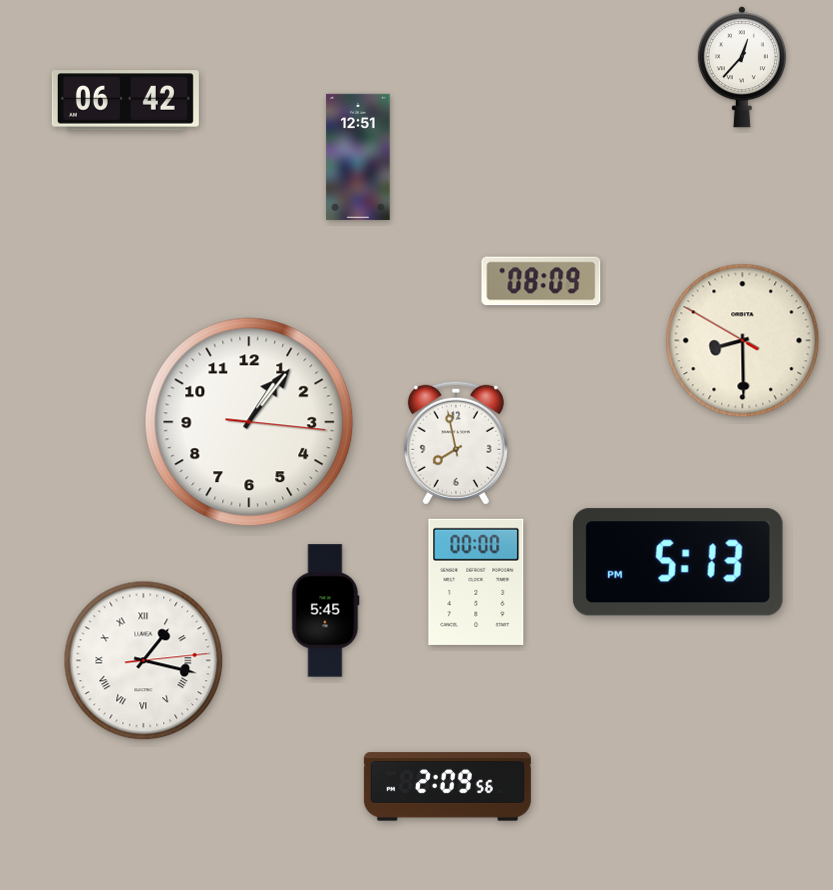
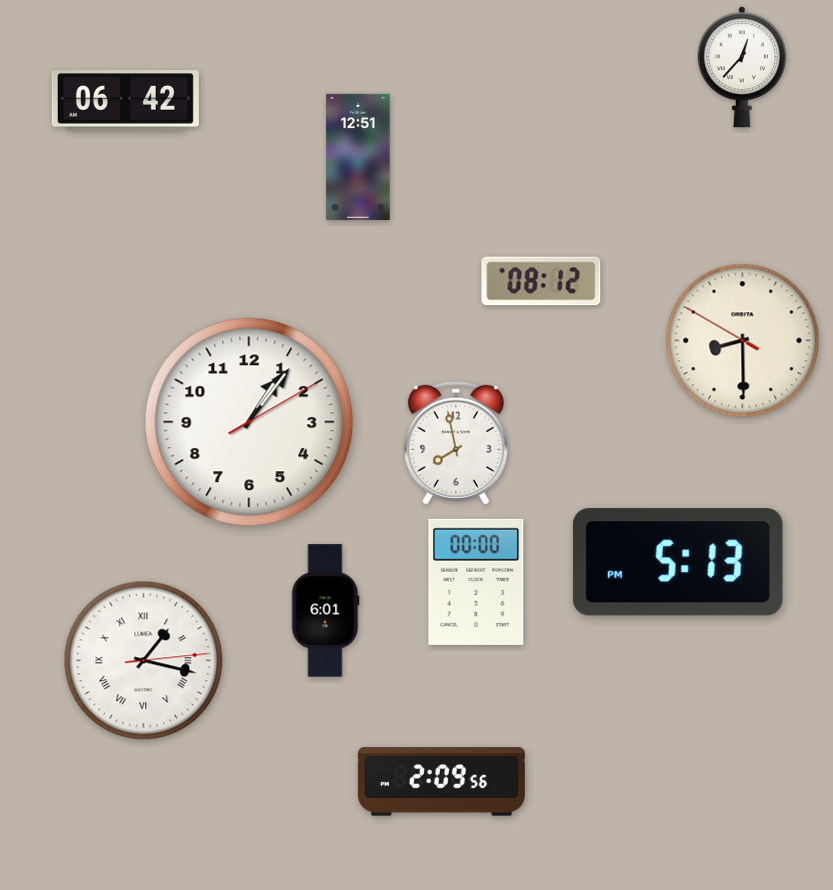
clock at (541, 281): 08:09 -> 08:12
clock at (249, 422): 1:06:16 -> 1:06:10
clock at (326, 611): 5:45 -> 6:01
clock at (447, 787) position: (447, 787) -> (441, 782)
